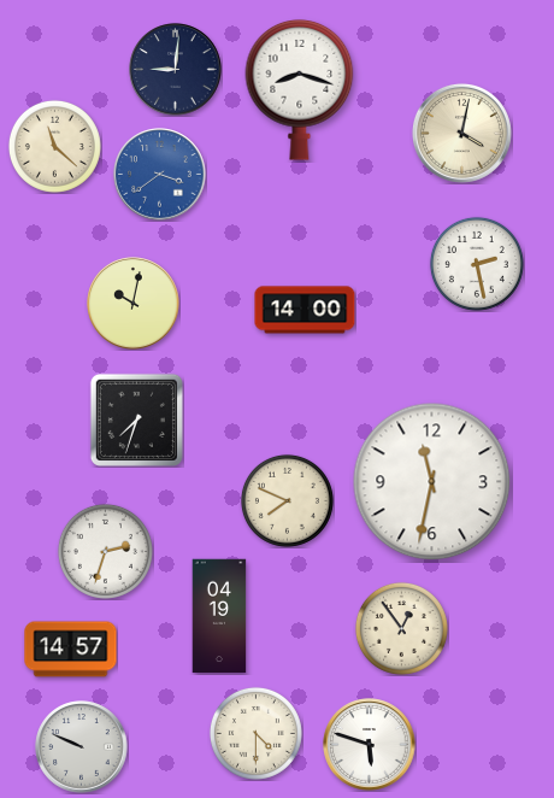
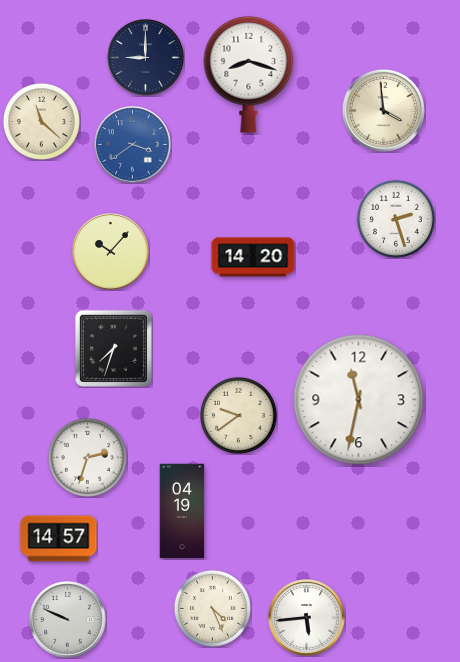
clock at (176, 70): 9:01 -> 9:00
clock at (461, 133): 4:02 -> 3:59
clock at (54, 146) position: (54, 146) -> (41, 121)
clock at (477, 264): 2:28 -> 2:27
clock at (134, 304): 10:02 -> 10:07
clock at (305, 310): 14:00 -> 14:20
clock at (287, 500): 7:49 -> 9:39
clock at (401, 628): 12:54 -> none
clock at (255, 733): 4:30 -> 4:26
clock at (370, 745): 5:48 -> 5:44
